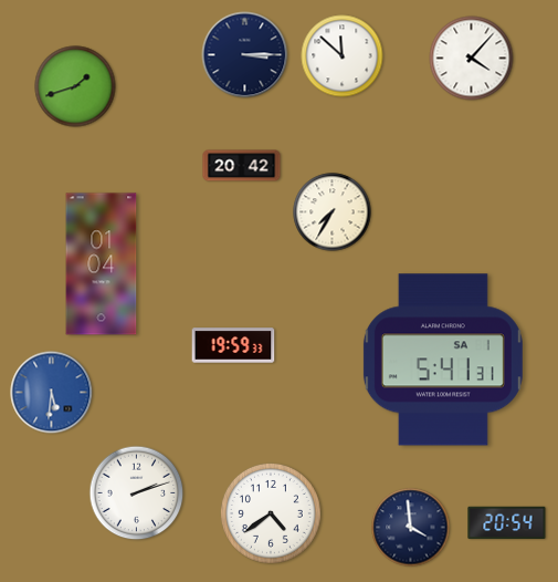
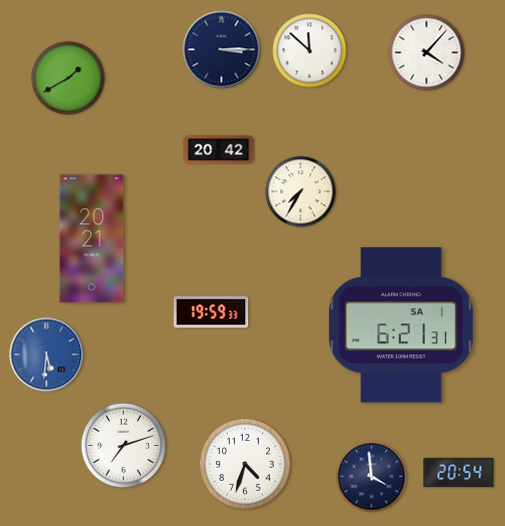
clock at (75, 86): 1:42 -> 1:40
clock at (102, 264): 01:04 -> 20:21
clock at (443, 360): 5:41 -> 6:21
clock at (137, 493): 2:12 -> 7:12
clock at (271, 513): 4:39 -> 4:33
